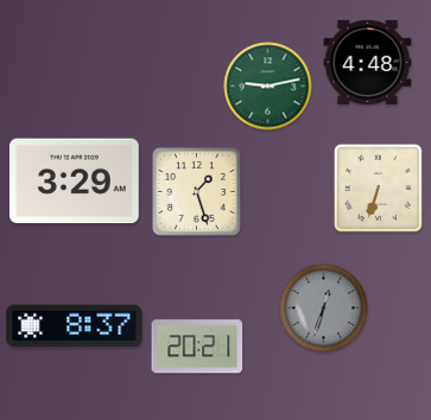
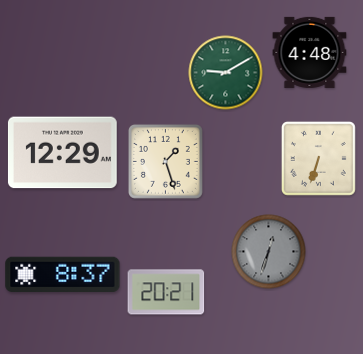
clock at (268, 87): 9:13 -> 9:10
clock at (74, 182): 3:29 -> 12:29
clock at (324, 308) position: (324, 308) -> (269, 252)
